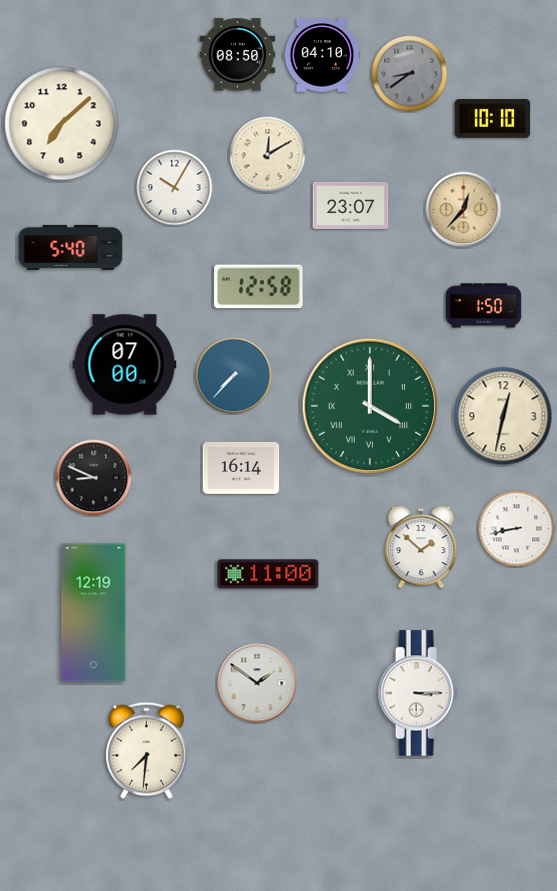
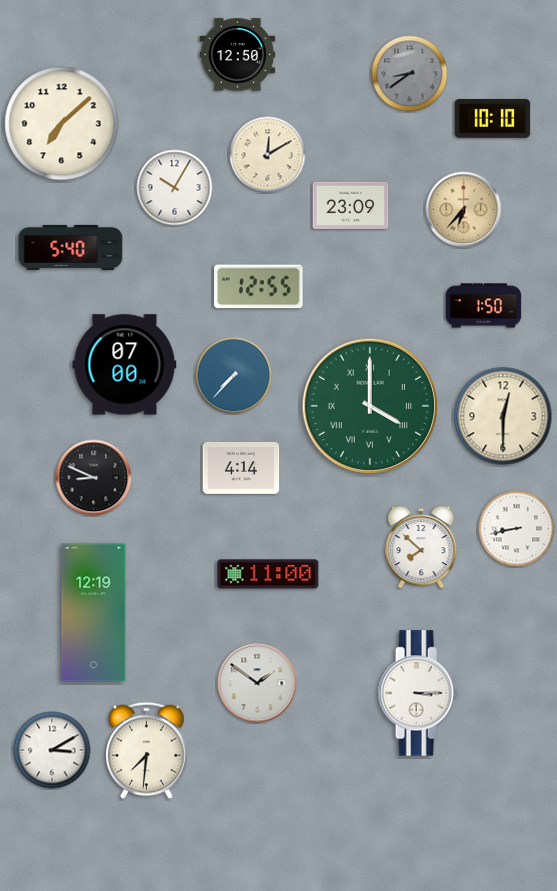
clock at (238, 55): 08:50 -> 12:50
clock at (322, 55): 04:10 -> none
clock at (351, 205): 23:07 -> 23:09
clock at (464, 210): 12:37 -> 6:37
clock at (259, 287): 12:58 -> 12:55
clock at (503, 416): 12:32 -> 12:30
clock at (241, 468): 16:14 -> 4:14
clock at (421, 547): 1:52 -> 7:52
clock at (52, 750): none -> 3:10
